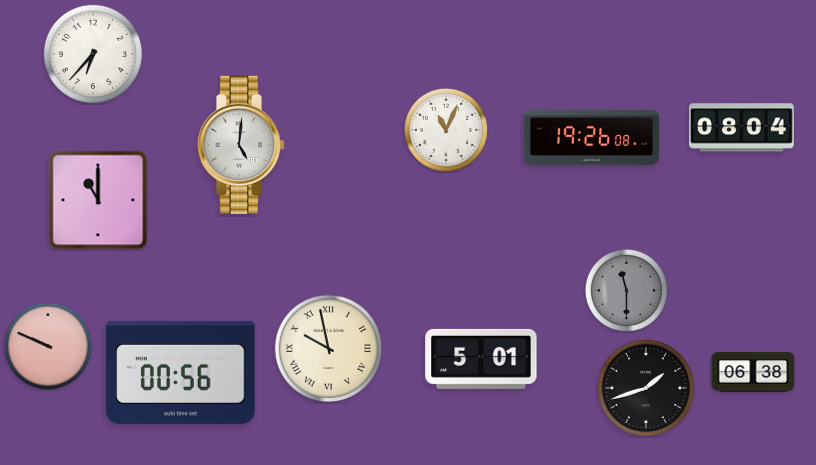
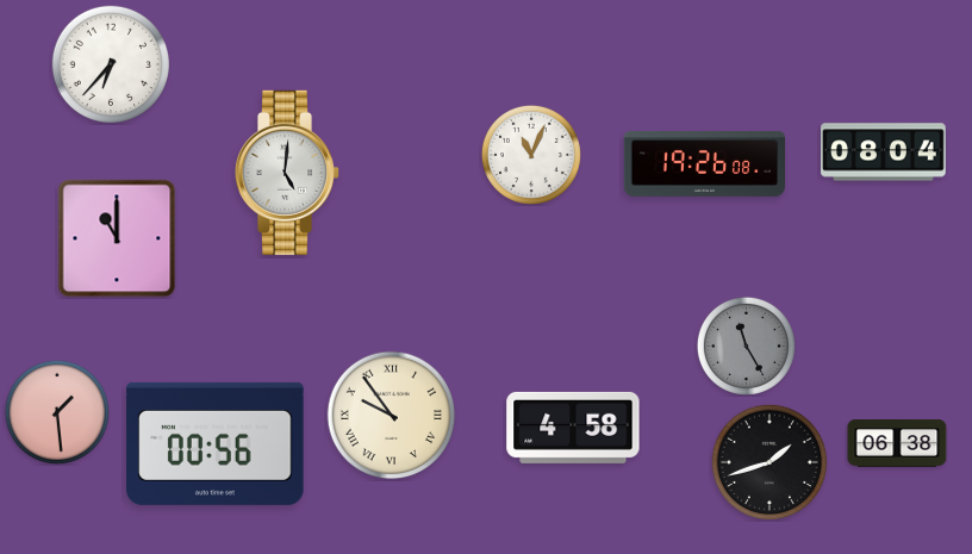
clock at (626, 290): 11:30 -> 11:25
clock at (48, 346): 9:49 -> 1:29
clock at (329, 349): 9:58 -> 9:54
clock at (481, 359): 5:01 -> 4:58
